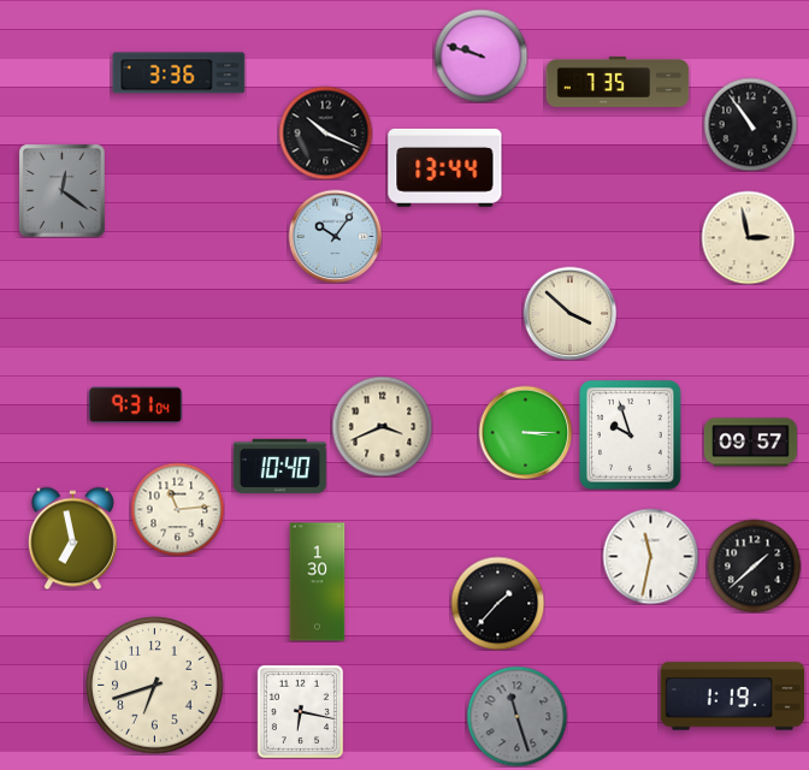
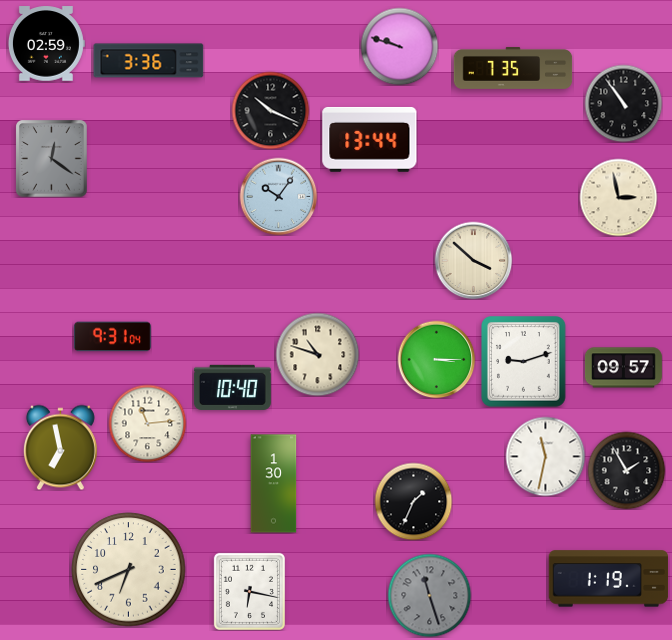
clock at (46, 44): none -> 02:59
clock at (748, 237) position: (748, 237) -> (618, 197)
clock at (382, 426): 3:41 -> 10:48
clock at (631, 436): 9:57 -> 9:12
clock at (650, 556) position: (650, 556) -> (545, 456)
clock at (754, 565): 1:38 -> 1:55
clock at (318, 582) position: (318, 582) -> (274, 484)
clock at (497, 603): 1:37 -> 1:34
clock at (155, 686): 6:42 -> 6:41
